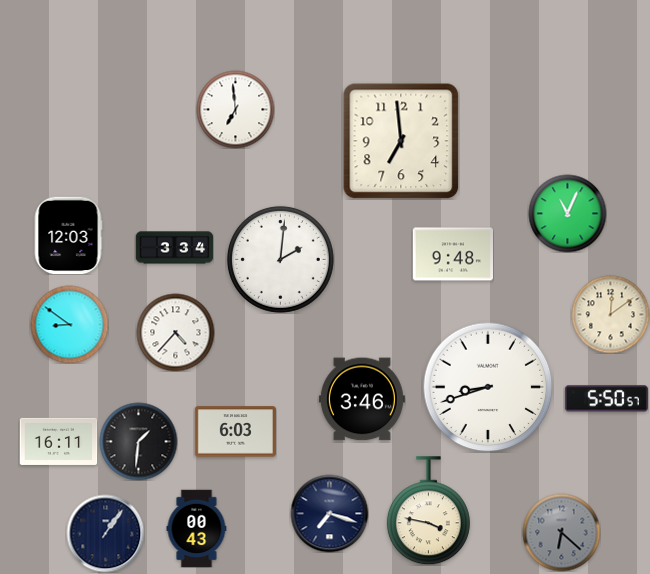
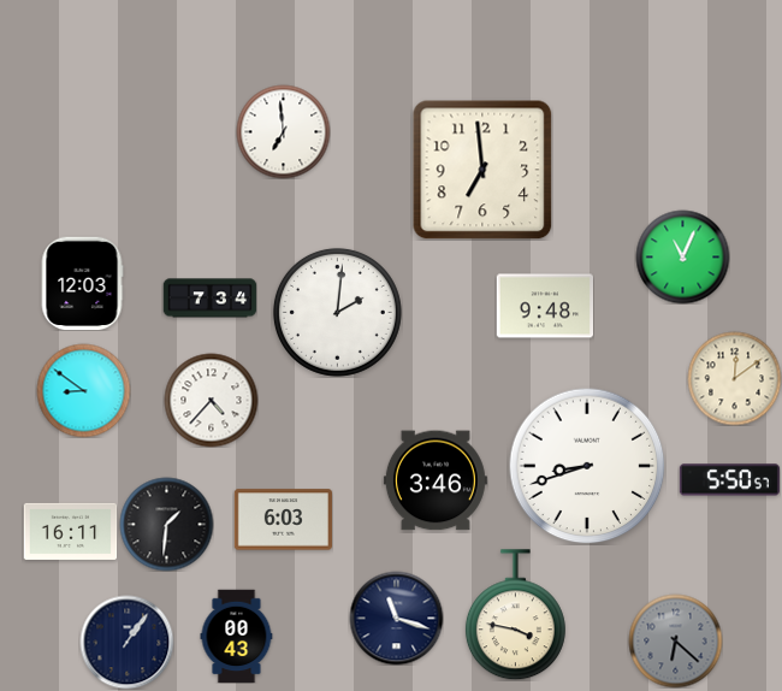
clock at (174, 248): 3:34 -> 7:34
clock at (138, 441) position: (138, 441) -> (166, 524)
clock at (329, 513): 7:18 -> 11:18
